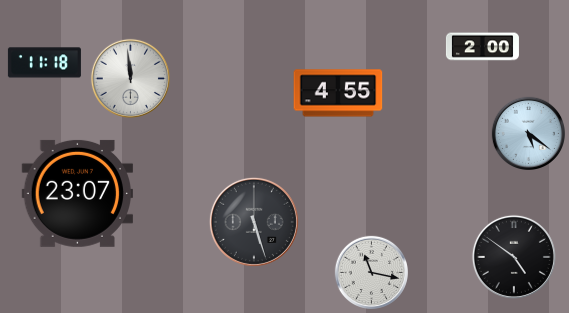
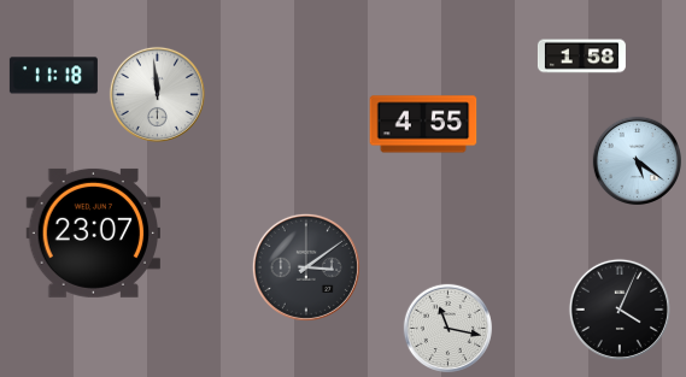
clock at (482, 47): 2:00 -> 1:58
clock at (338, 93) position: (338, 93) -> (423, 124)
clock at (254, 222): 5:27 -> 3:09
clock at (514, 257): 4:51 -> 4:04
